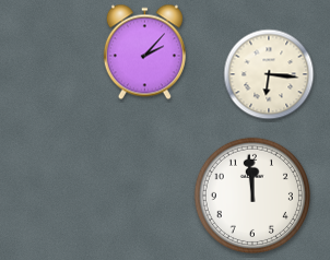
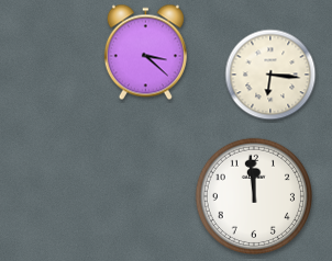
clock at (144, 52): 2:07 -> 3:22
